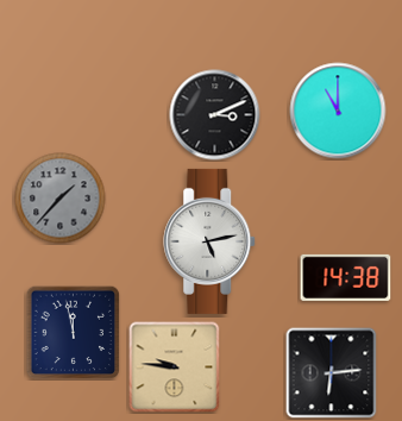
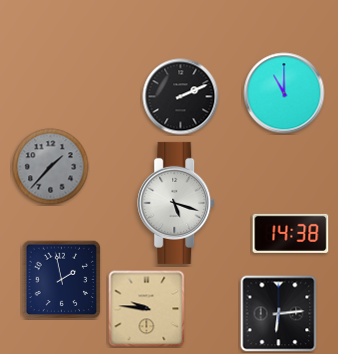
clock at (215, 115): 3:11 -> 2:11
clock at (211, 241): 5:13 -> 5:18
clock at (73, 332): 11:58 -> 1:58
